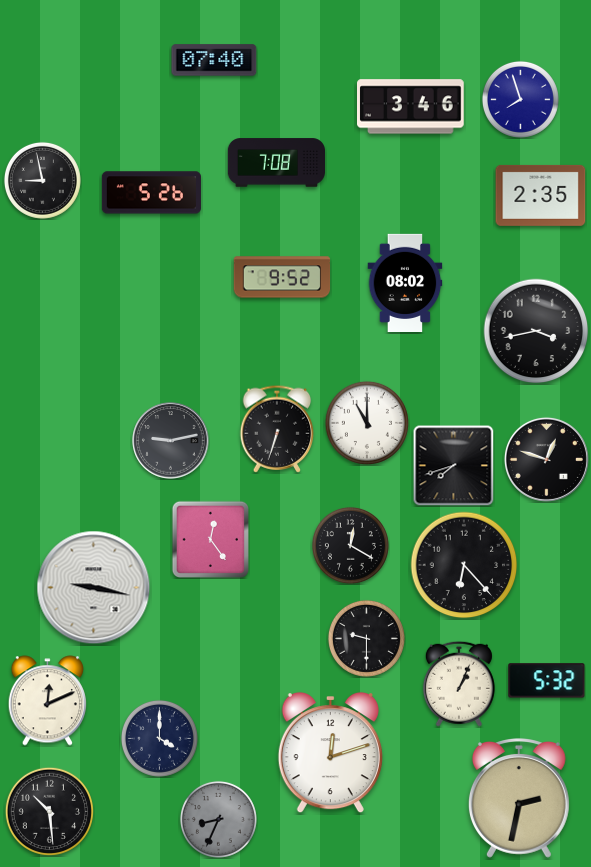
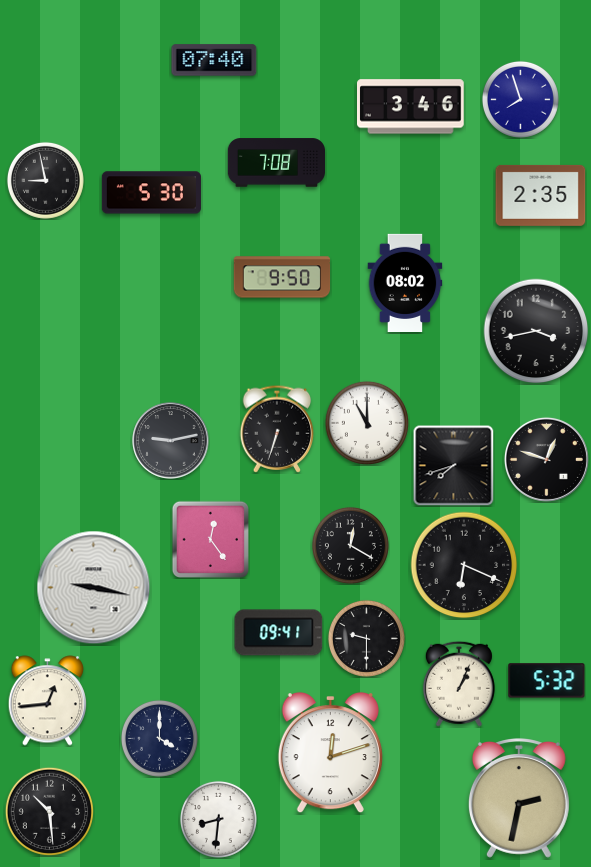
clock at (42, 180) position: (42, 180) -> (45, 180)
clock at (151, 193): 5:26 -> 5:30
clock at (282, 277): 9:52 -> 9:50
clock at (464, 565): 6:23 -> 6:19
clock at (279, 633): none -> 09:41
clock at (47, 701): 12:11 -> 12:44
clock at (218, 819): 8:34 -> 8:31
clock at (218, 819) dial: grey -> white
